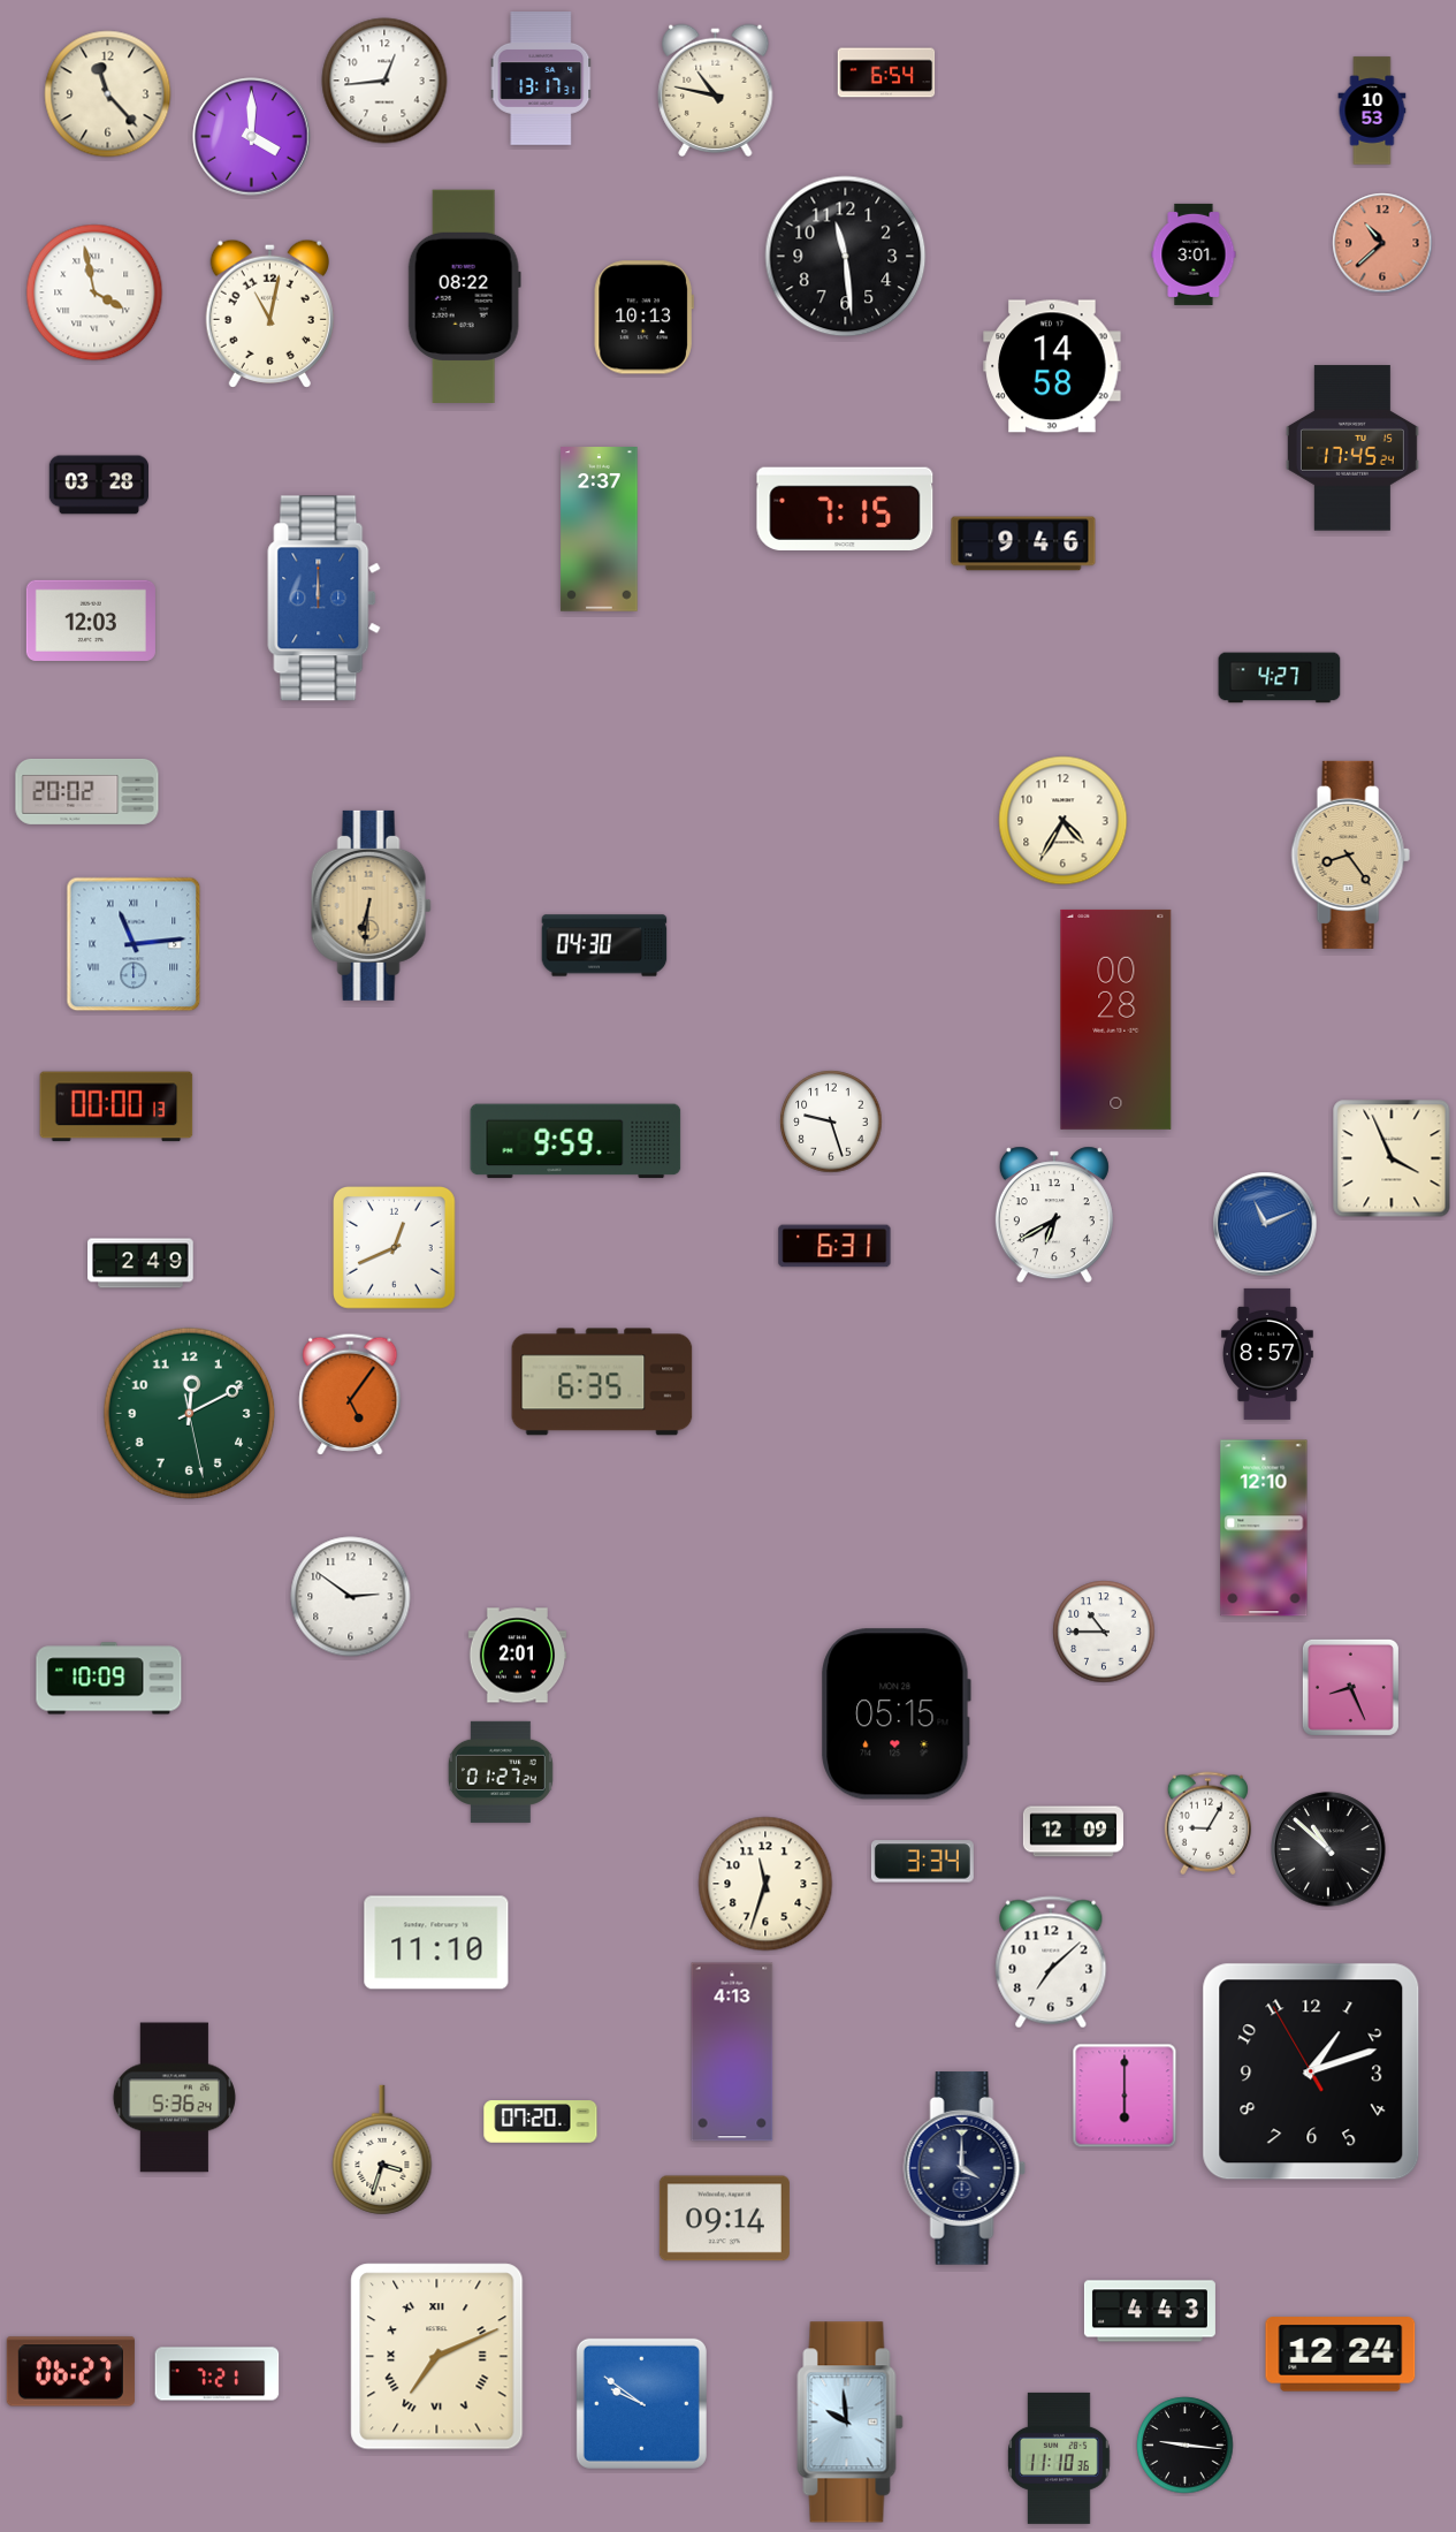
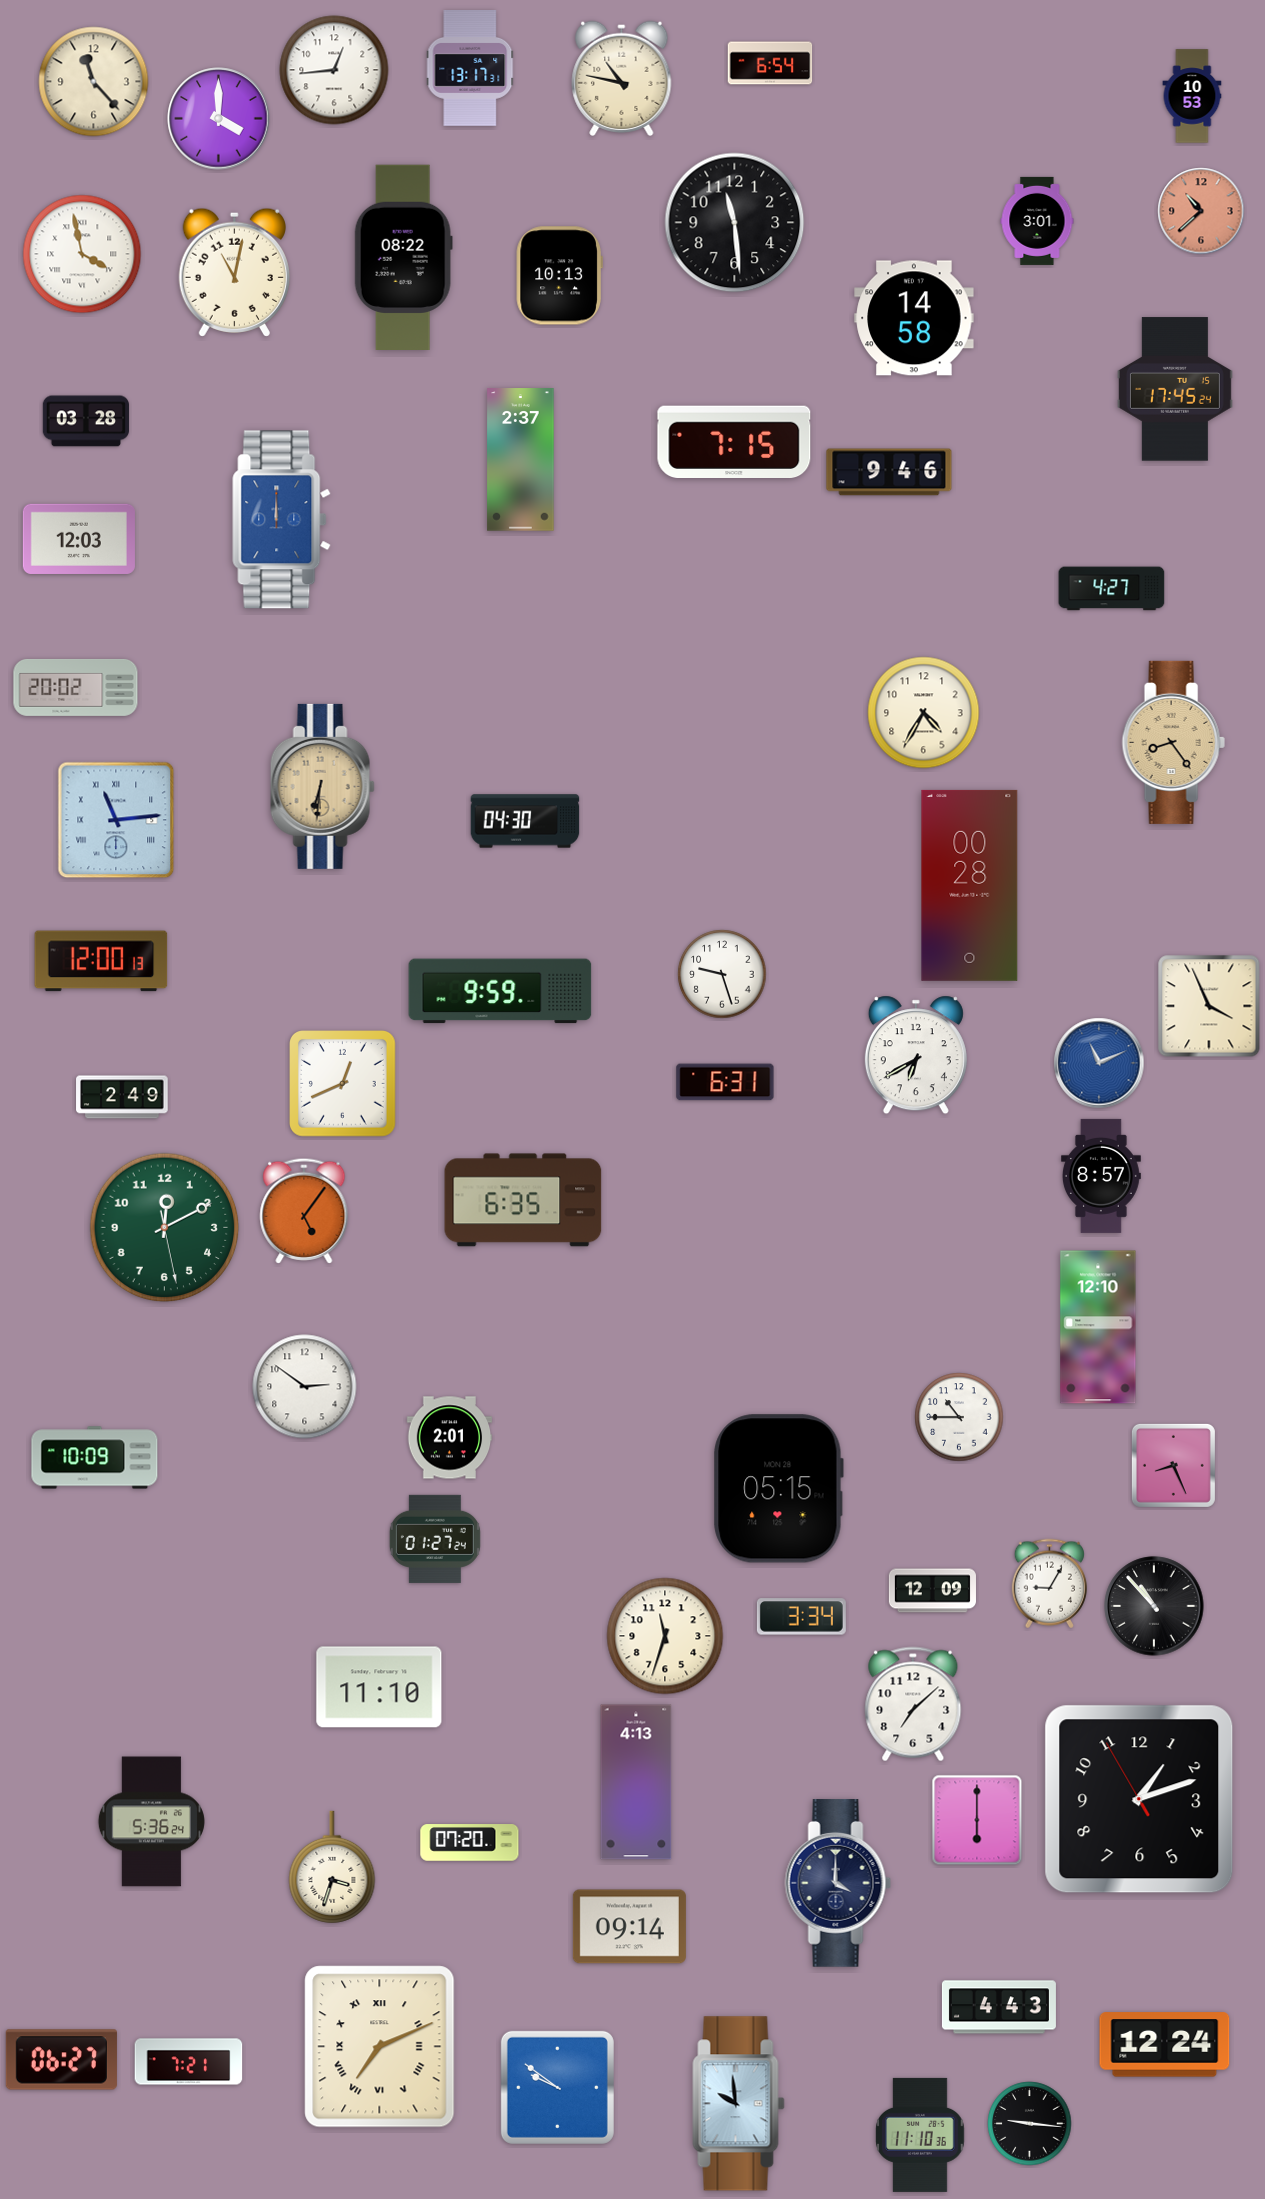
clock at (116, 1107): 00:00 -> 12:00
clock at (1328, 1849): 10:52 -> 10:53
